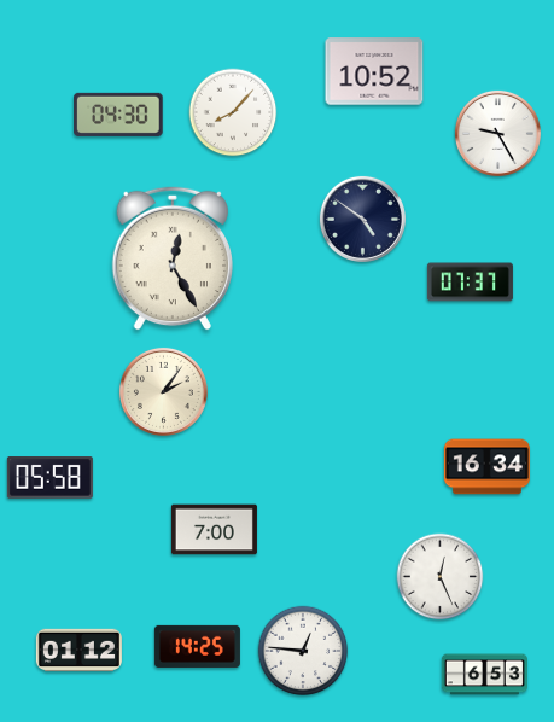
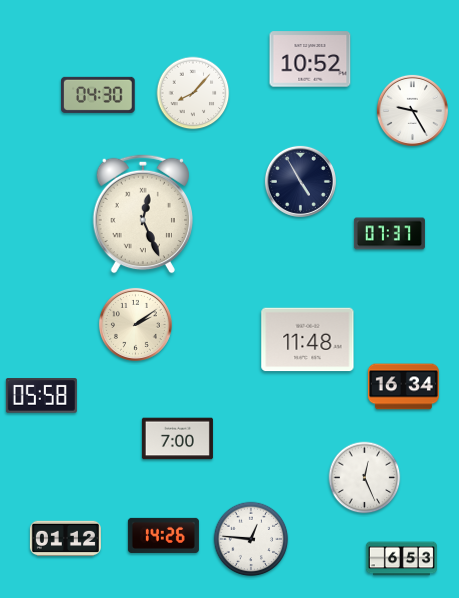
clock at (362, 219): 4:51 -> 4:55
clock at (171, 258): 12:25 -> 12:26
clock at (163, 391): 2:06 -> 2:09
clock at (308, 340): none -> 11:48
clock at (197, 646): 14:25 -> 14:26
